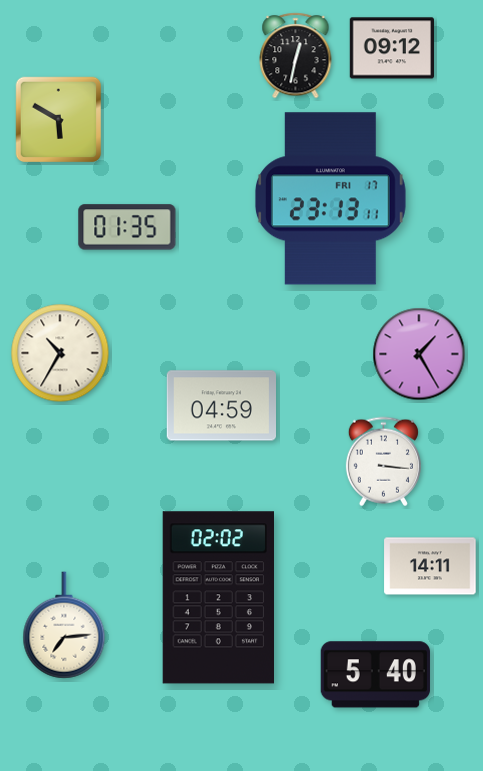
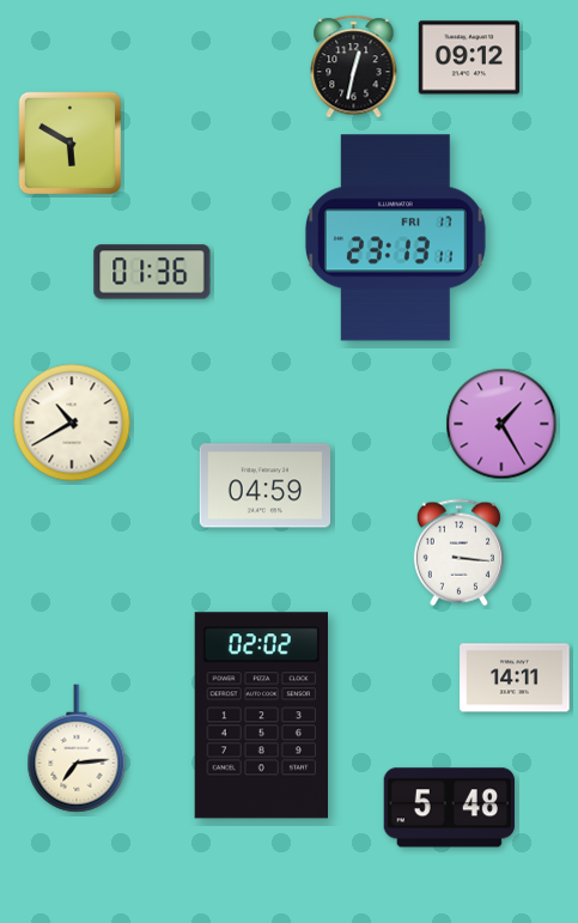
clock at (127, 227): 01:35 -> 01:36
clock at (60, 353): 10:35 -> 10:40
clock at (375, 675): 5:40 -> 5:48
